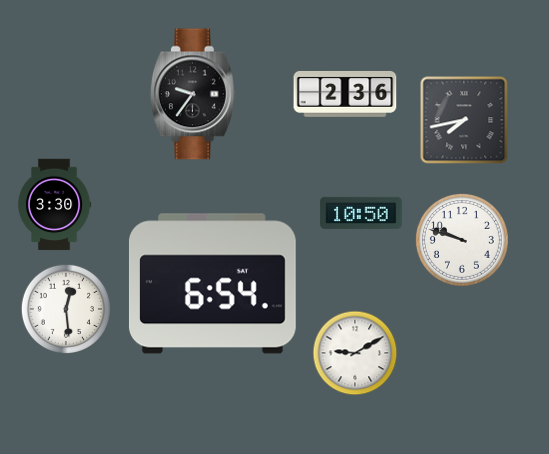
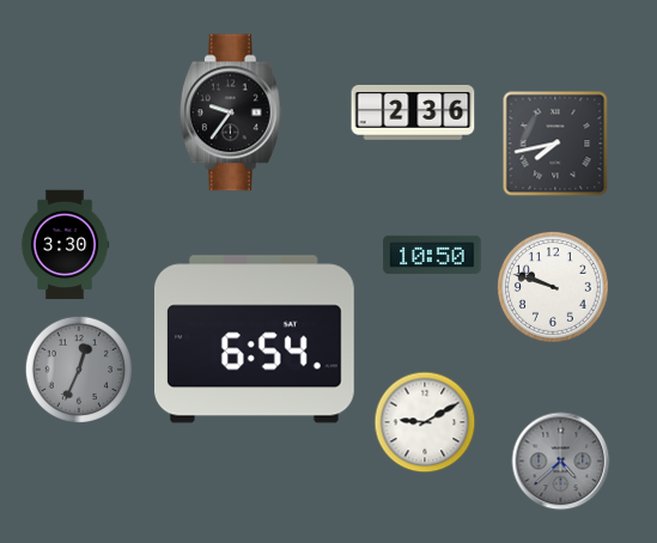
clock at (66, 309): 12:29 -> 12:34
clock at (66, 309) dial: white -> grey
clock at (561, 462): none -> 4:38
